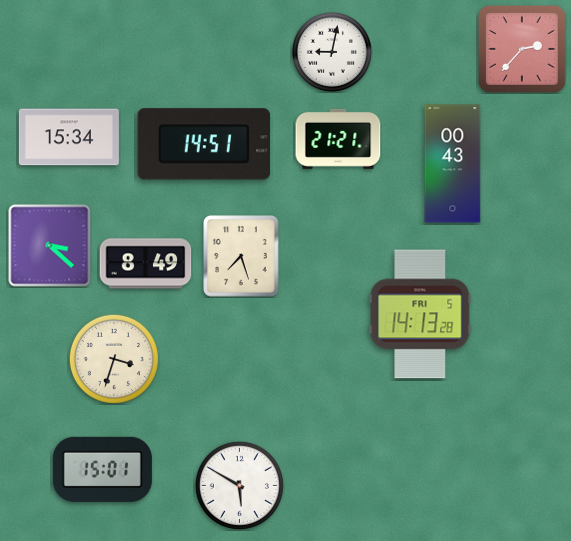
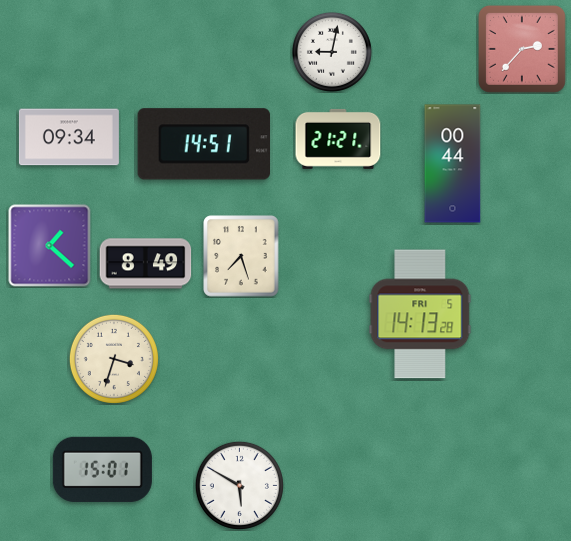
clock at (69, 137): 15:34 -> 09:34
clock at (453, 164): 00:43 -> 00:44
clock at (50, 246): 3:22 -> 1:22
